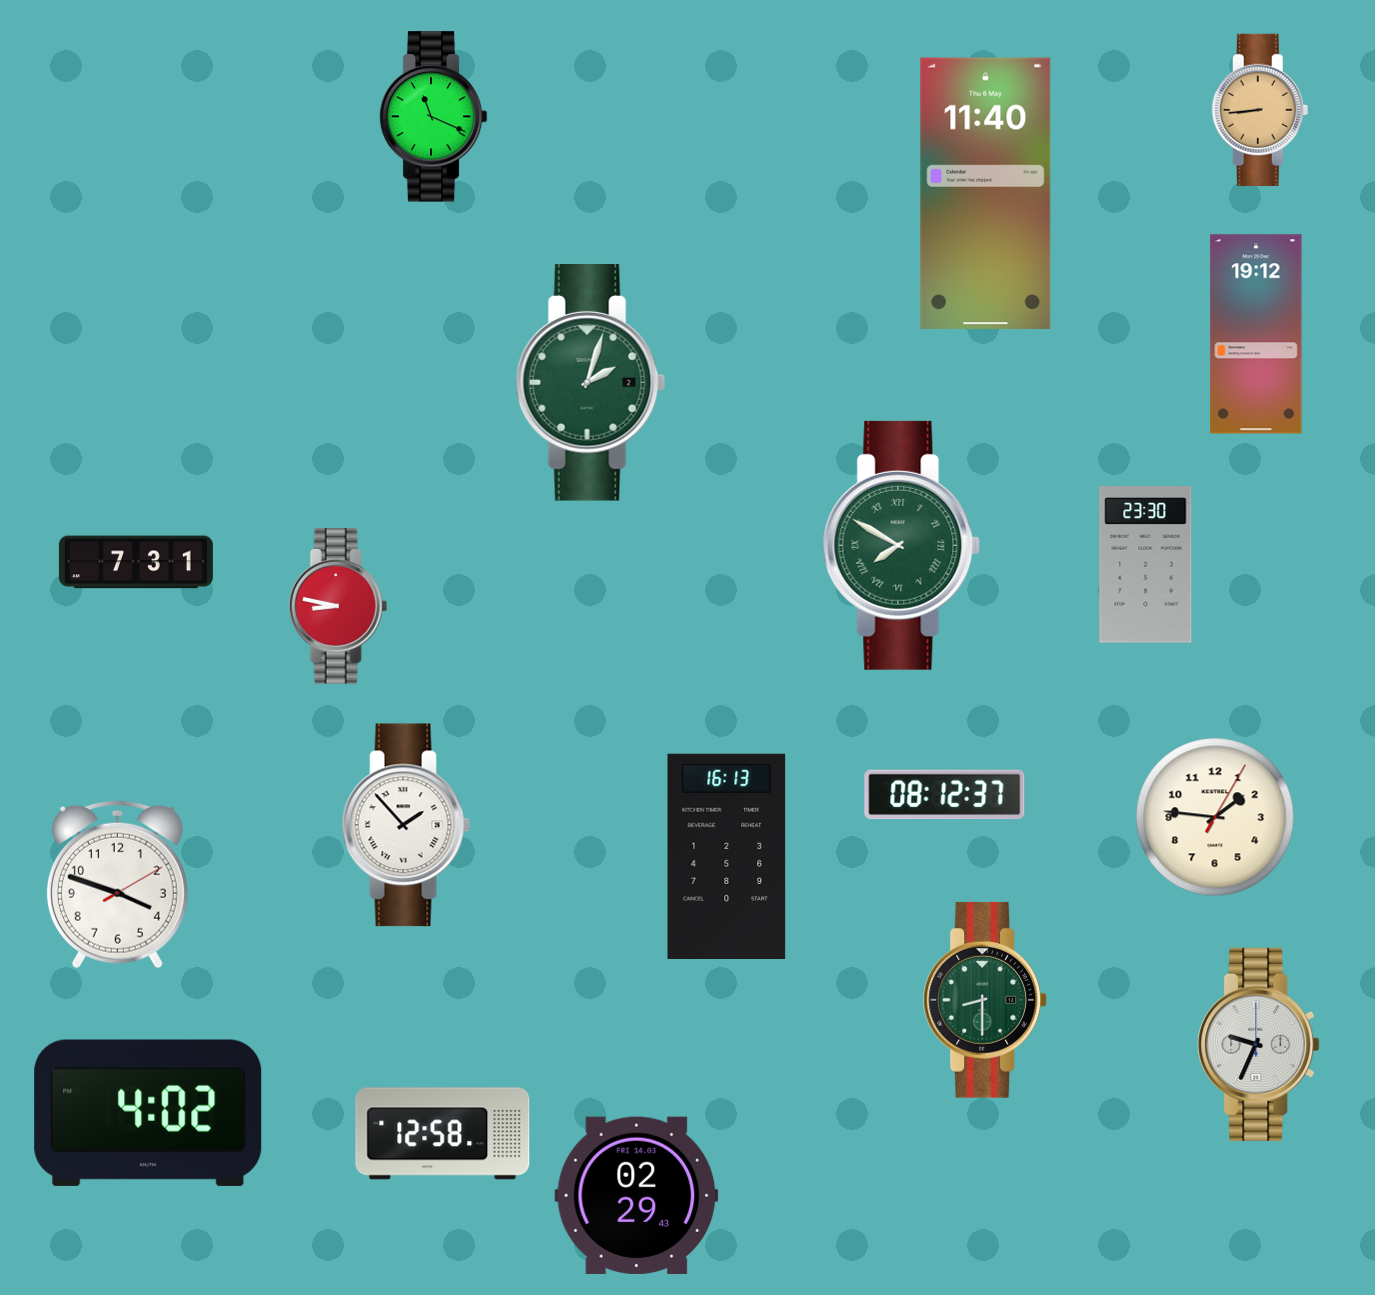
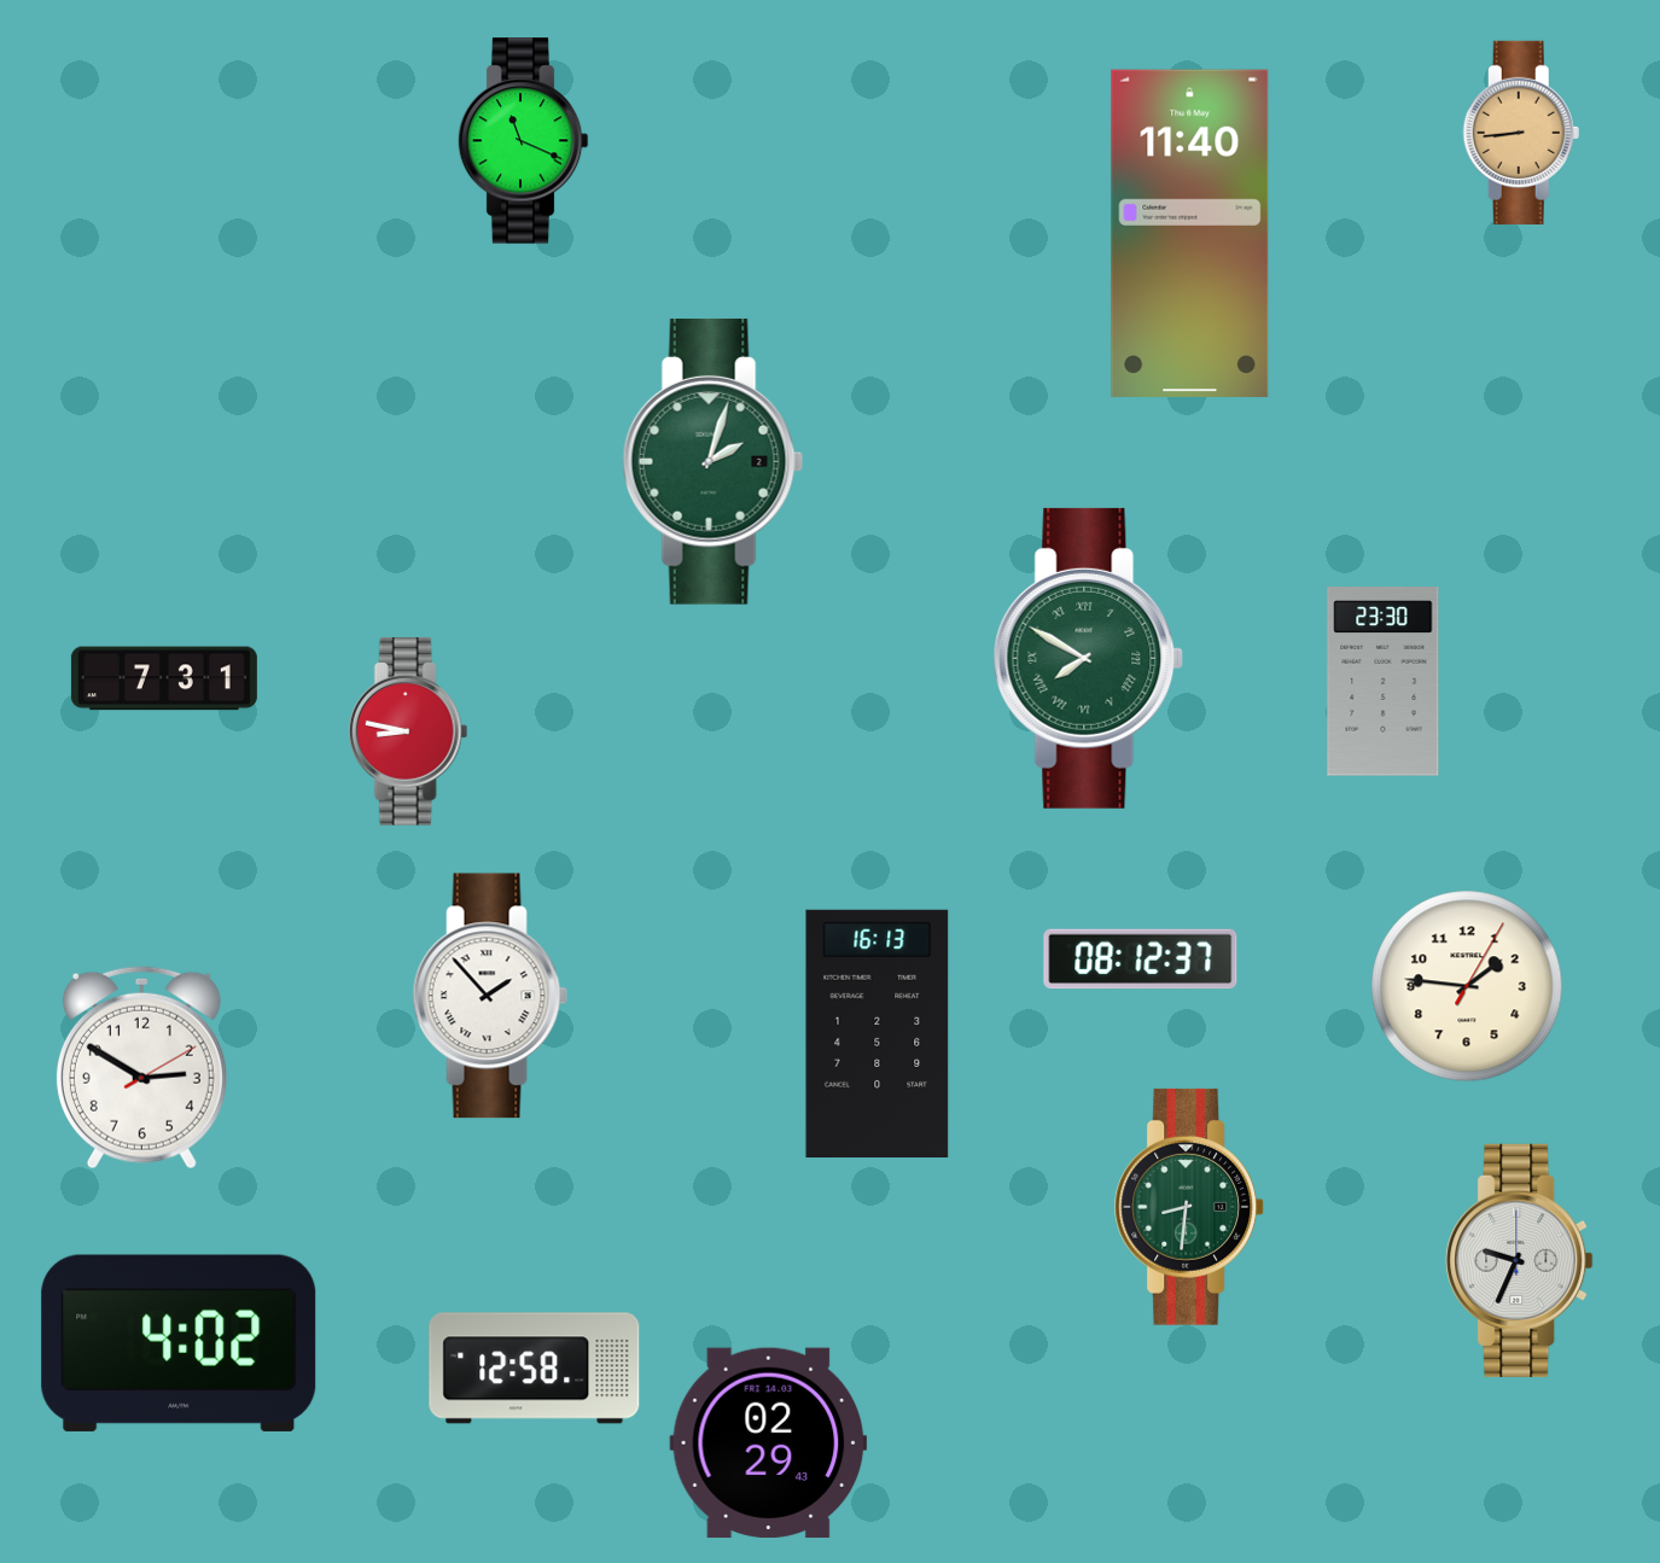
clock at (1256, 334): 19:12 -> none
clock at (117, 885): 3:48 -> 2:50
clock at (986, 1000): 8:30 -> 8:31
